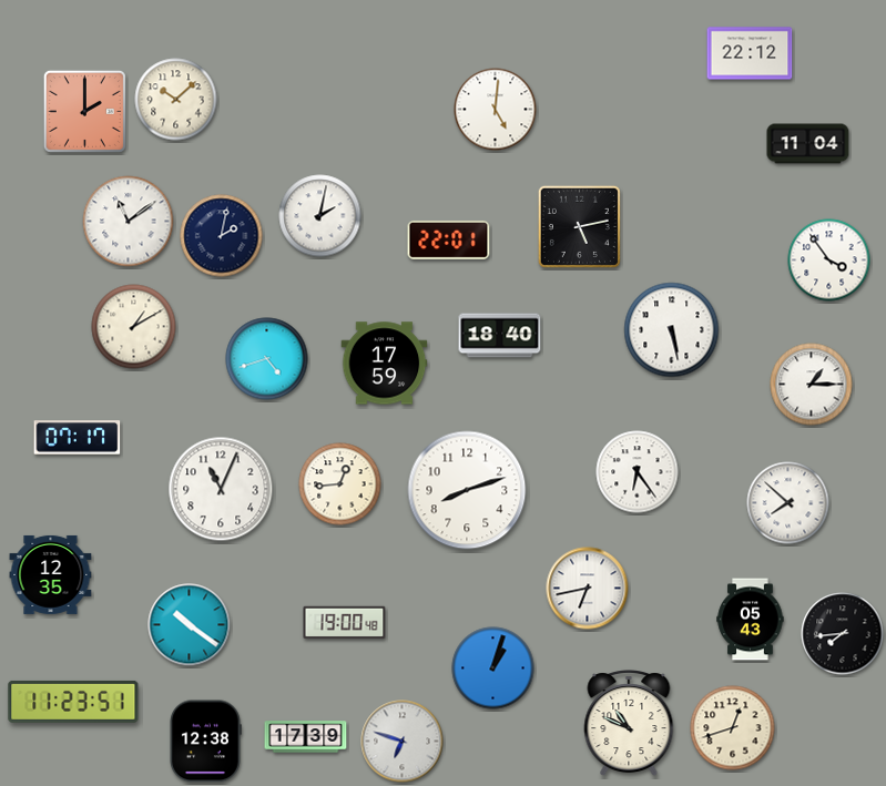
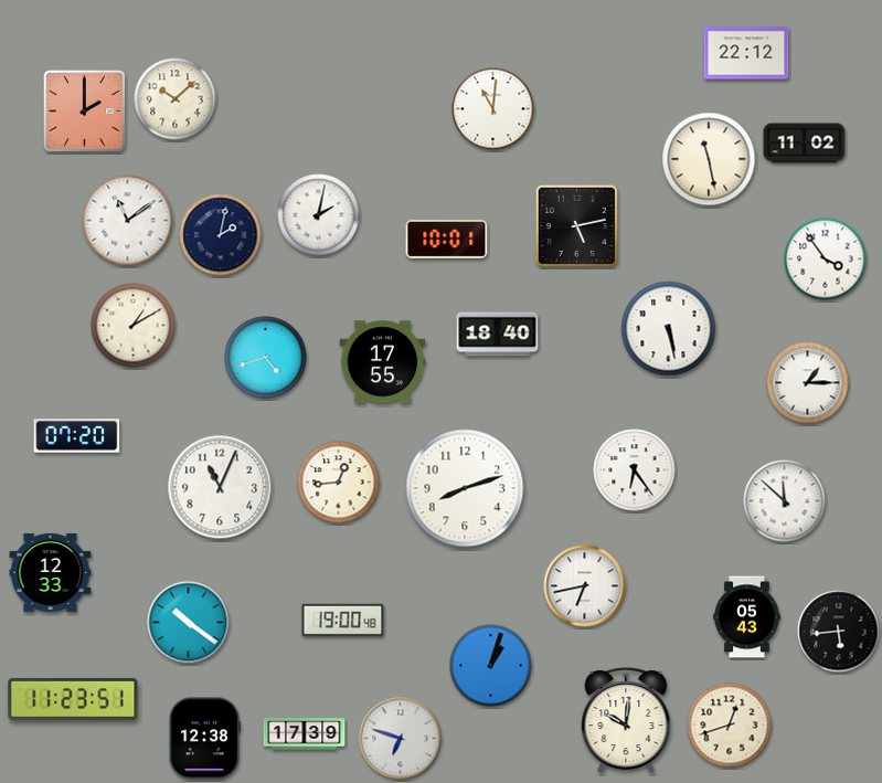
clock at (496, 110): 5:01 -> 11:01
clock at (808, 144): 11:04 -> 11:02
clock at (709, 159): none -> 11:28
clock at (449, 239): 22:01 -> 10:01
clock at (385, 364): 17:59 -> 17:55
clock at (78, 438): 07:17 -> 07:20
clock at (788, 503): 7:52 -> 11:52
clock at (51, 574): 12:35 -> 12:33
clock at (843, 634): 7:44 -> 5:44
clock at (629, 724): 10:49 -> 10:01
